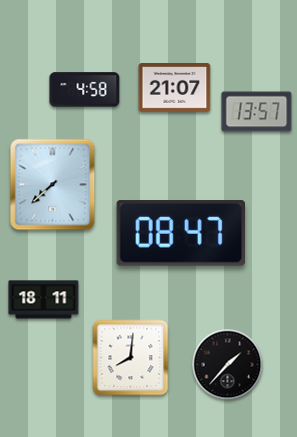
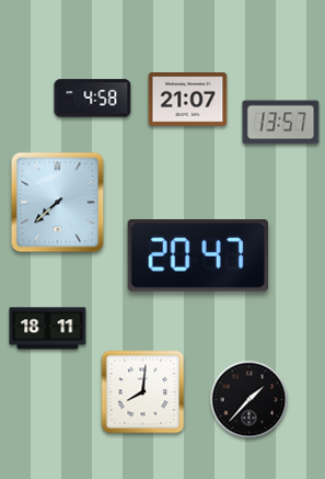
clock at (175, 88) position: (175, 88) -> (188, 100)
clock at (180, 233): 08:47 -> 20:47
